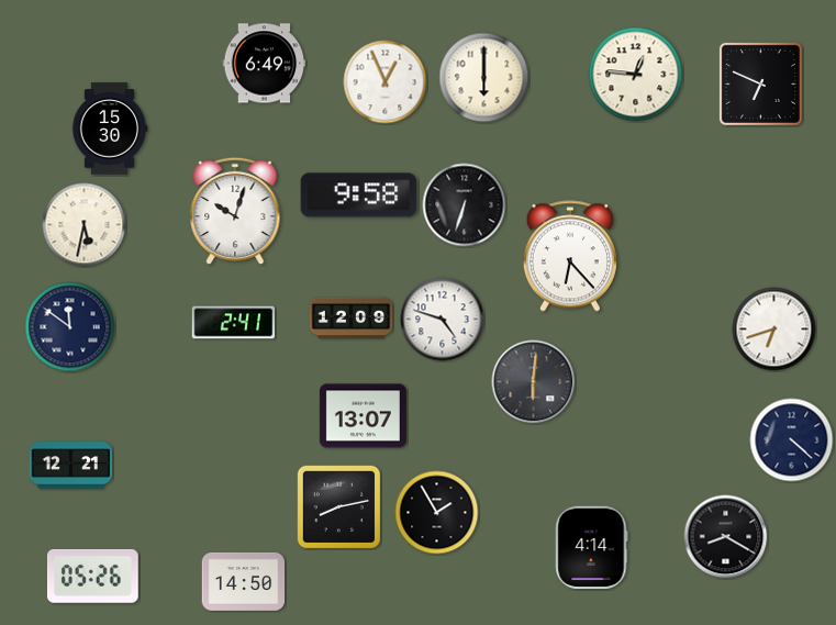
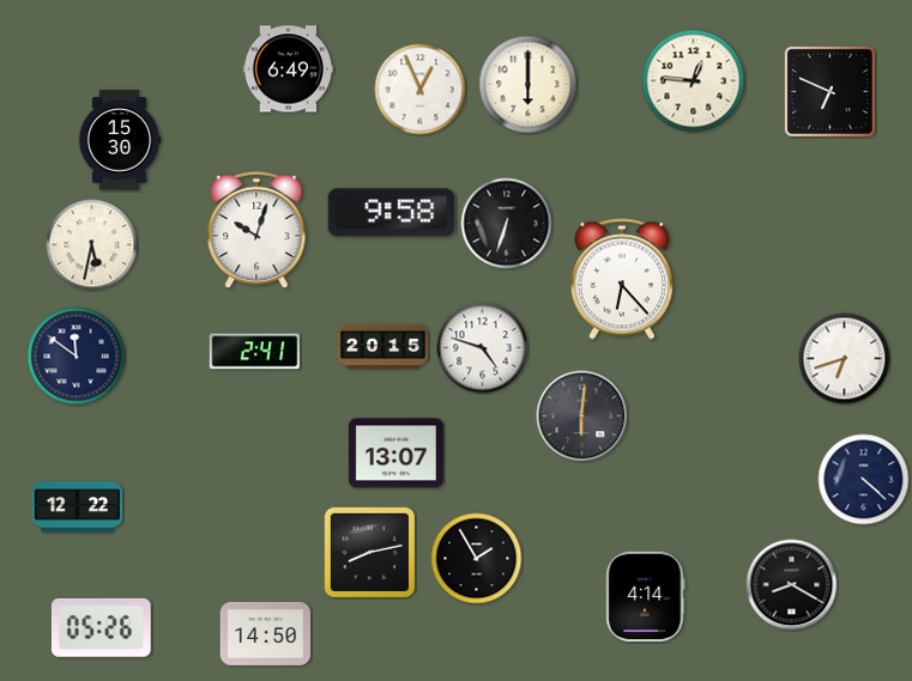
clock at (352, 319): 12:09 -> 20:15
clock at (71, 466): 12:21 -> 12:22
